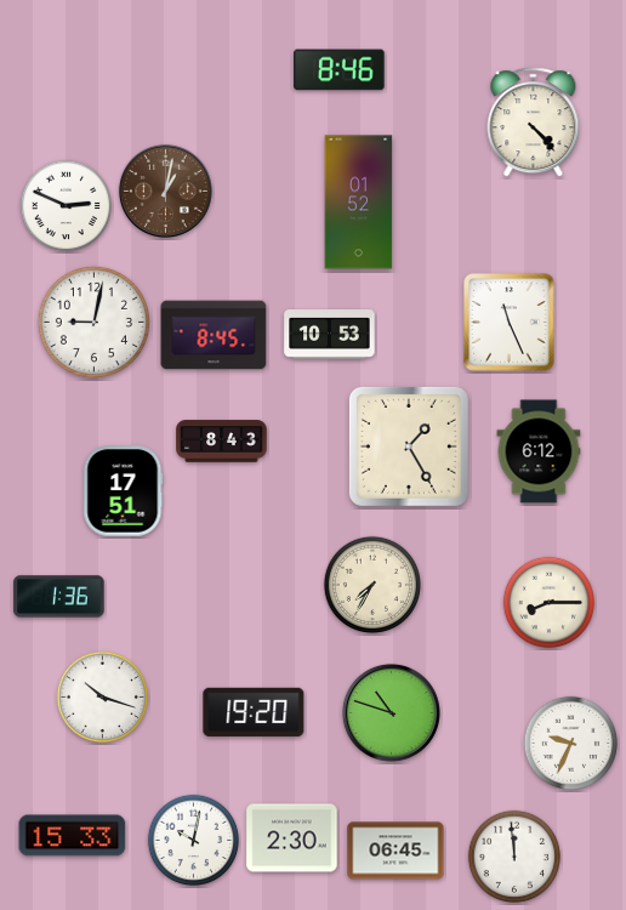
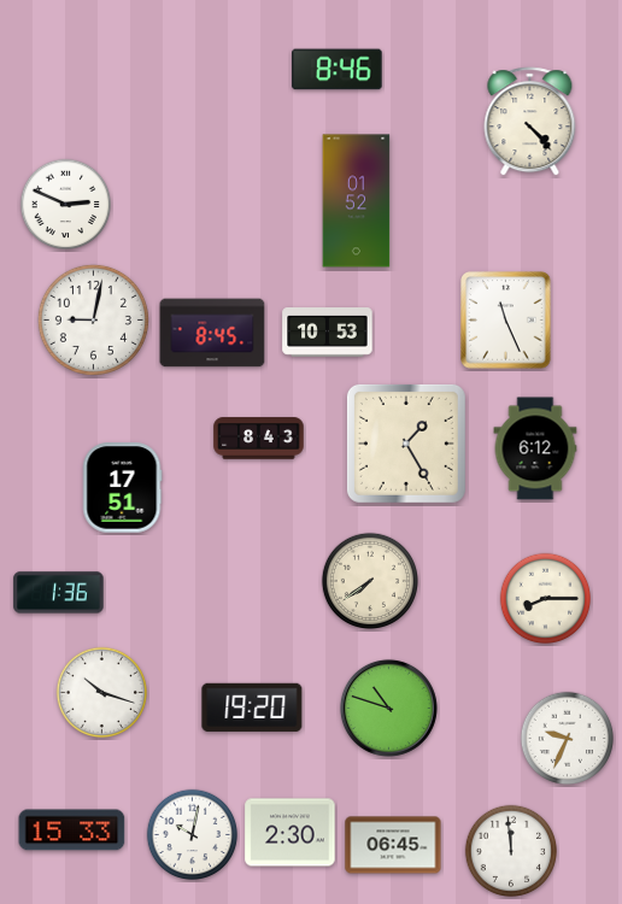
clock at (165, 190): 1:02 -> none
clock at (222, 442) position: (222, 442) -> (259, 439)
clock at (371, 584): 7:35 -> 7:39
